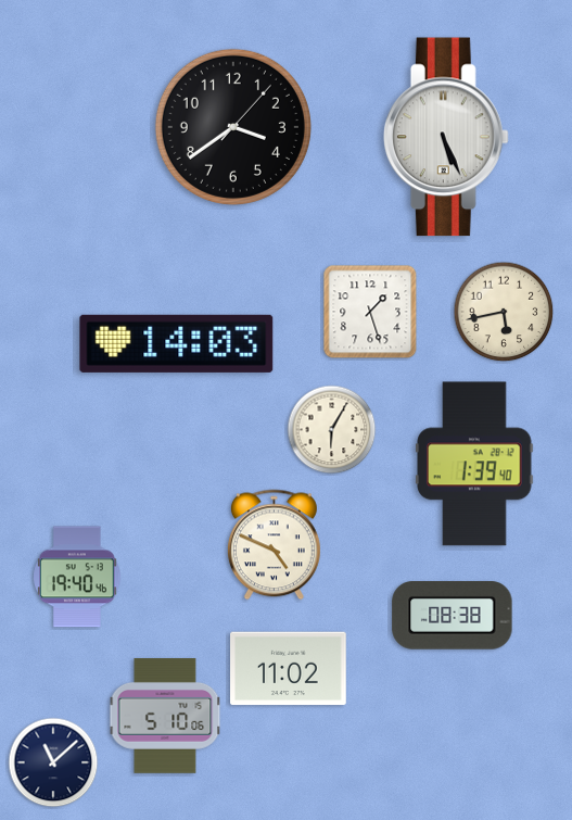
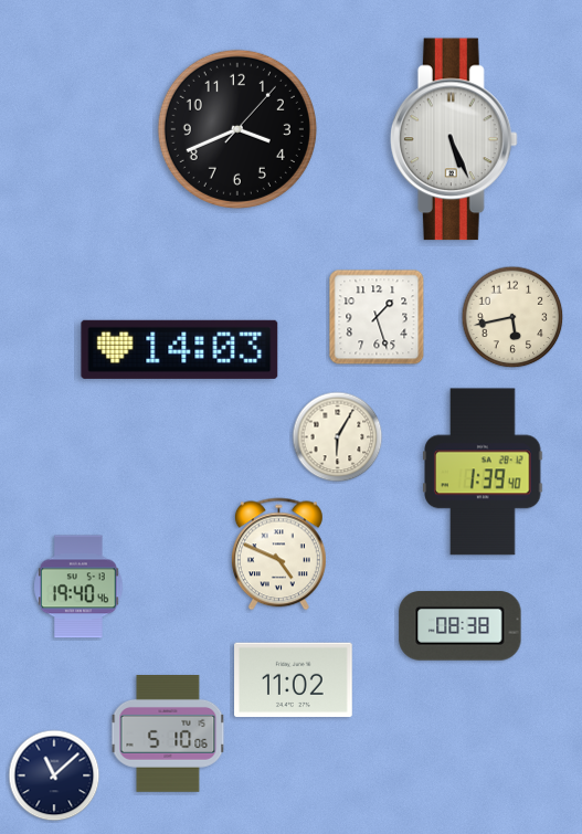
clock at (233, 127): 3:39 -> 3:41
clock at (165, 717) position: (165, 717) -> (168, 735)
